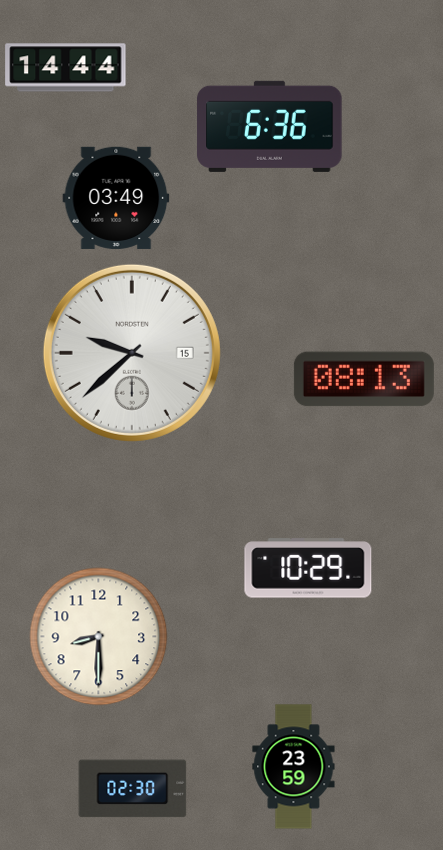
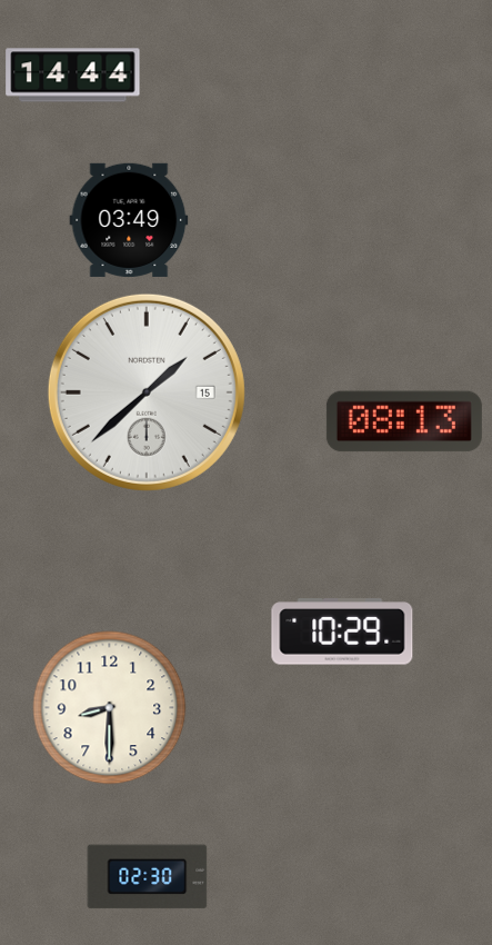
clock at (270, 126): 6:36 -> none
clock at (132, 353): 9:38 -> 1:38
clock at (294, 767): 23:59 -> none
